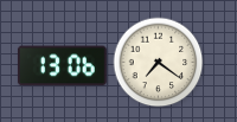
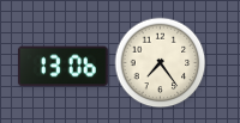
clock at (159, 63): 7:21 -> 7:24
